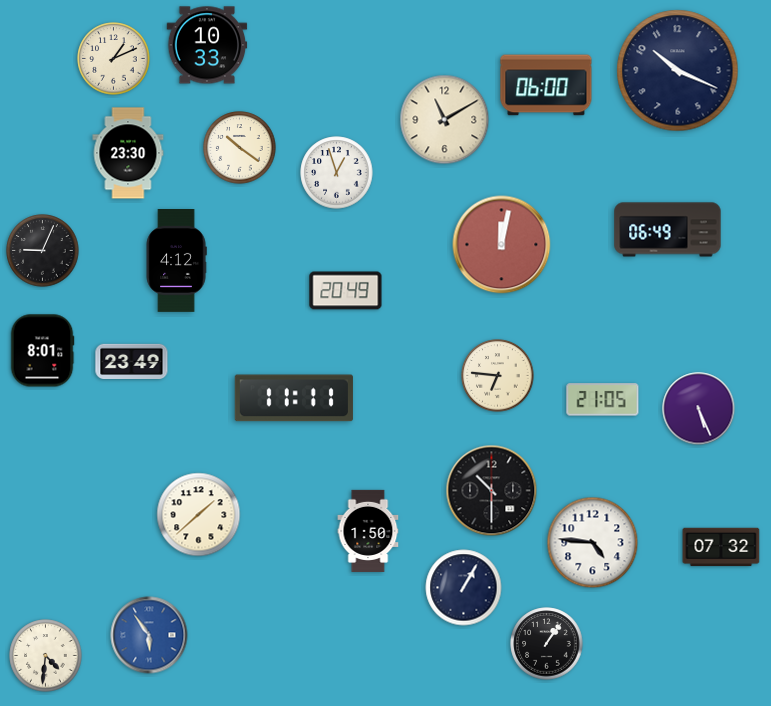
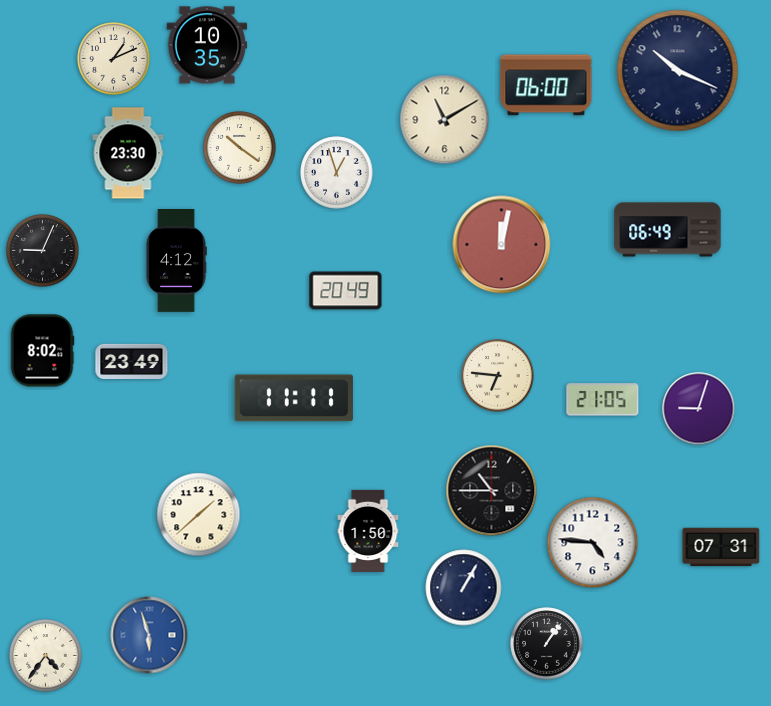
clock at (207, 45): 10:33 -> 10:35
clock at (42, 351): 8:01 -> 8:02
clock at (699, 409): 5:26 -> 9:03
clock at (492, 491): 10:30 -> 10:45
clock at (721, 547): 07:32 -> 07:31
clock at (149, 635): 5:54 -> 5:57
clock at (46, 656): 4:31 -> 4:36
